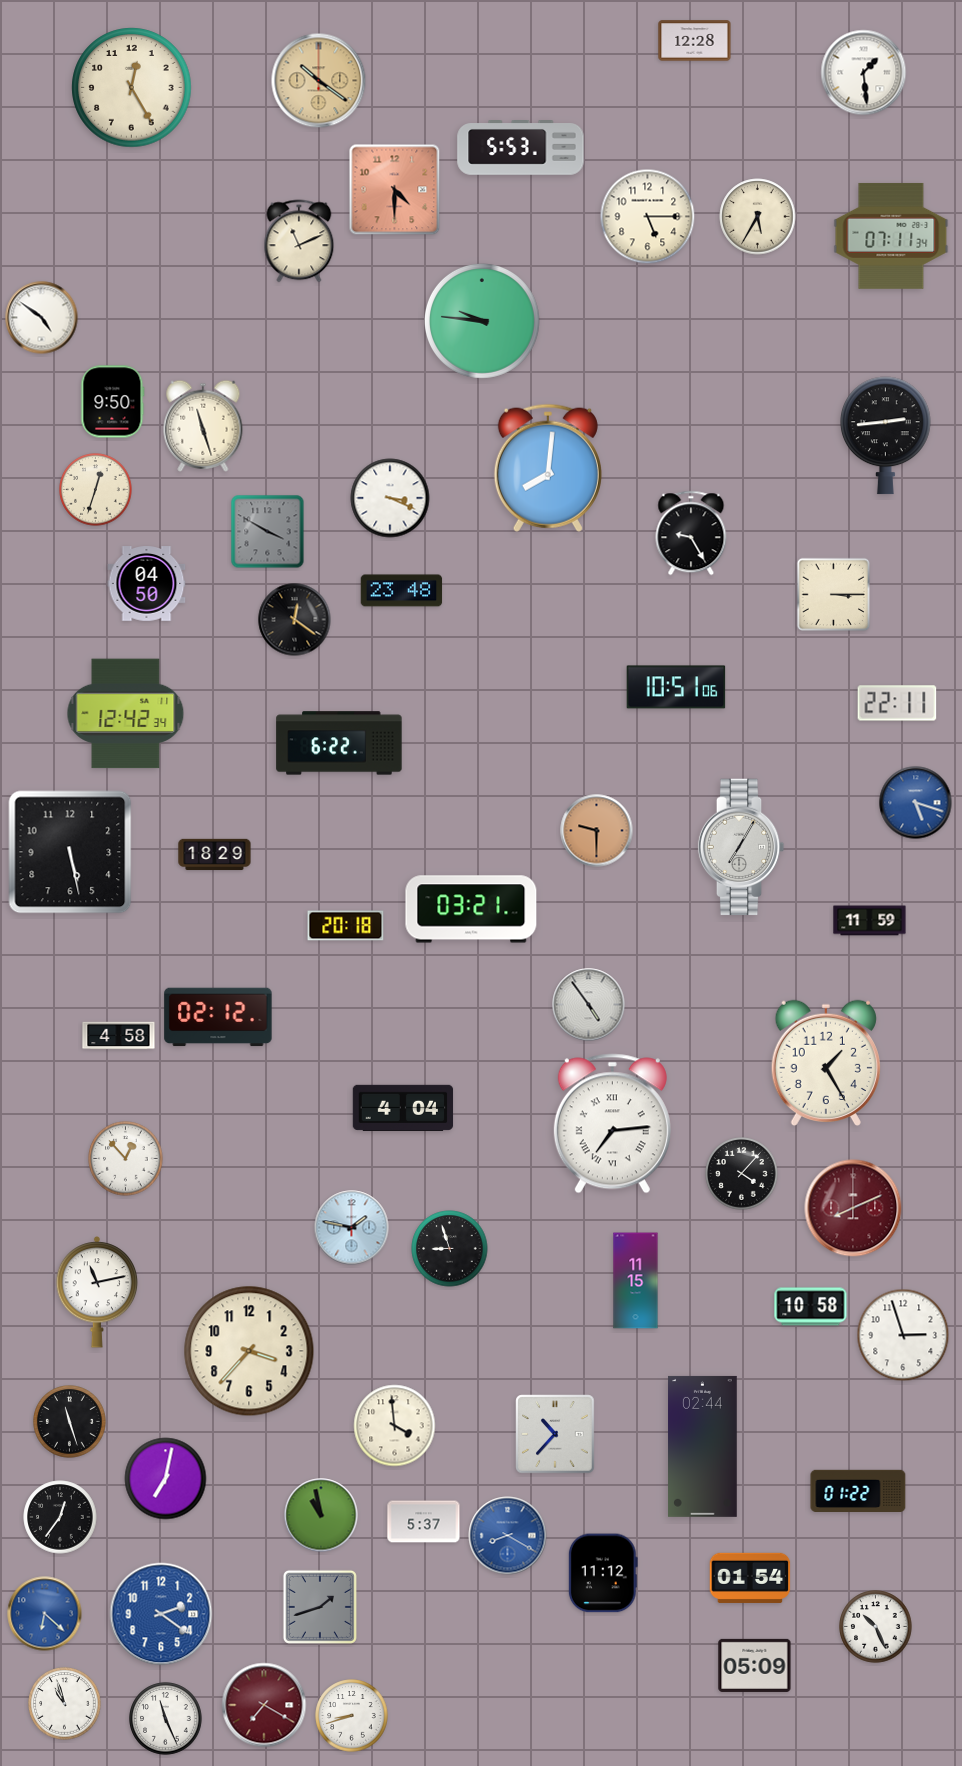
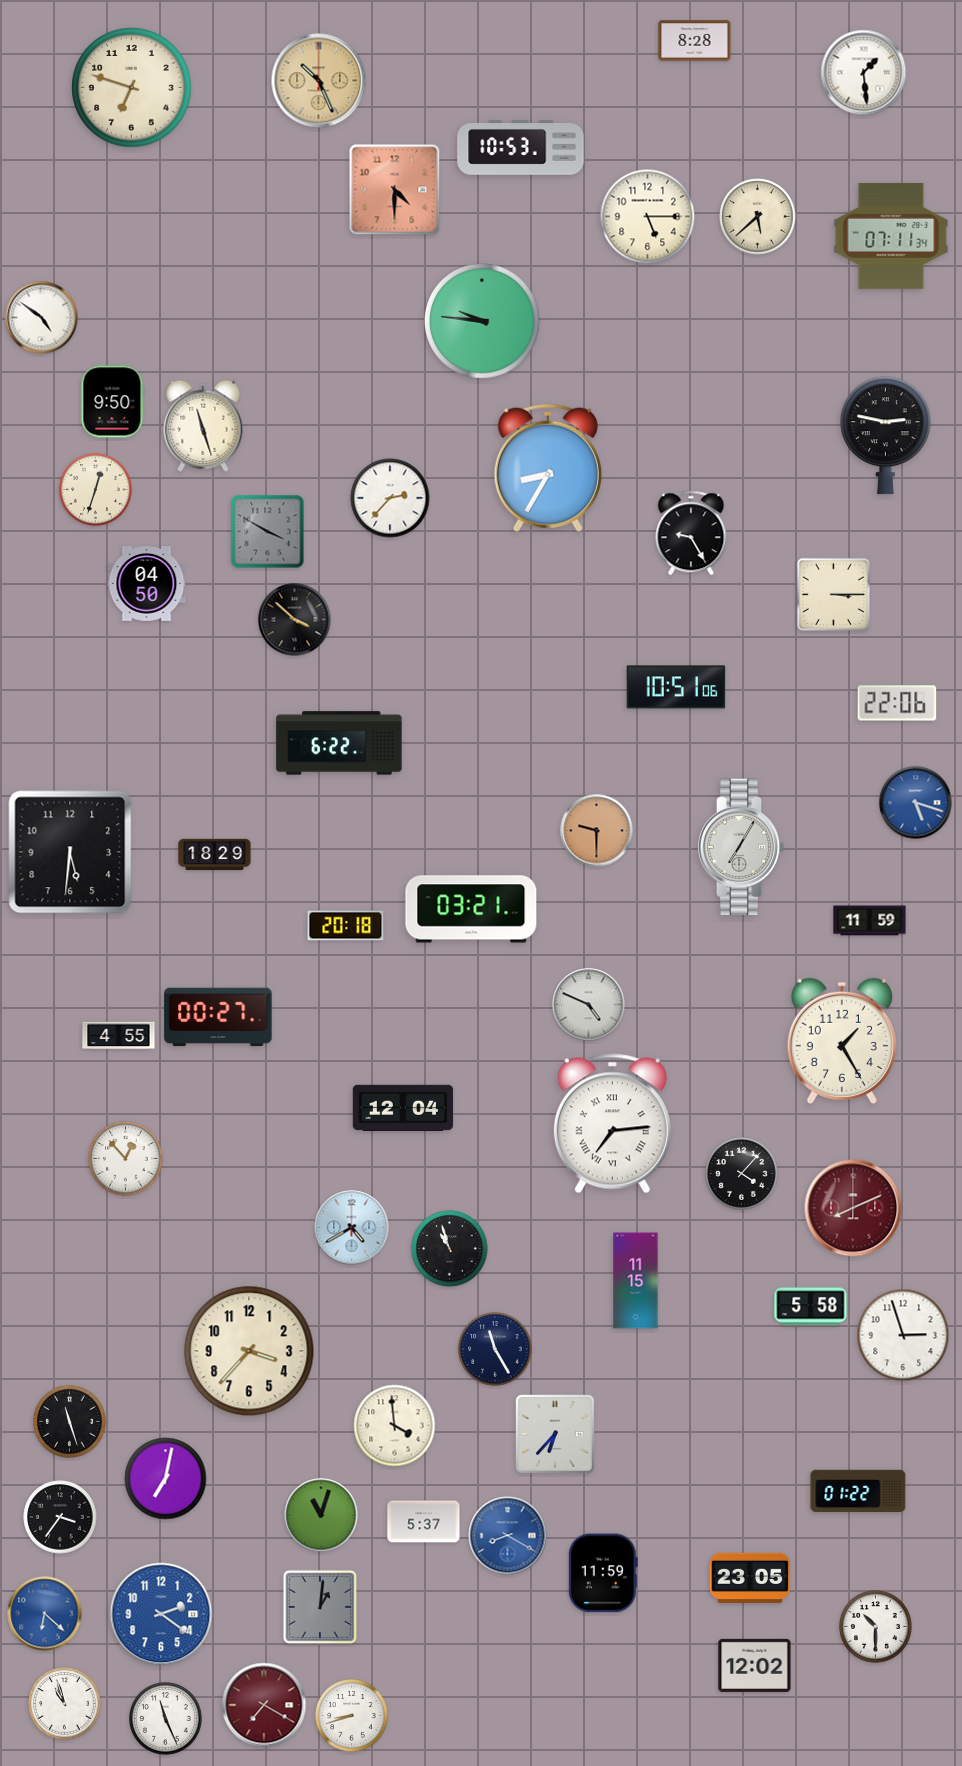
clock at (695, 41): 12:28 -> 8:28
clock at (319, 81): 10:21 -> 10:26
clock at (132, 88): 12:25 -> 6:48
clock at (521, 148): 5:53 -> 10:53
clock at (758, 217): 5:35 -> 5:38
clock at (299, 241): 11:11 -> none
clock at (886, 436): 2:44 -> 2:47
clock at (548, 468): 8:01 -> 8:35
clock at (390, 498): 3:19 -> 2:37
clock at (402, 591): 23:48 -> none
clock at (295, 620): 12:21 -> 3:52
clock at (897, 703): 22:11 -> 22:06
clock at (126, 714): 12:42 -> none
clock at (70, 852): 5:28 -> 5:31
clock at (589, 1005): 4:54 -> 4:49
clock at (218, 1017): 02:12 -> 00:27
clock at (119, 1036): 4:58 -> 4:55
clock at (826, 1063) position: (826, 1063) -> (842, 1041)
clock at (403, 1107): 4:04 -> 12:04
clock at (352, 1228): 1:47 -> 4:40
clock at (450, 1249): 8:57 -> 10:57
clock at (97, 1292): 11:13 -> none
clock at (811, 1307): 10:58 -> 5:58
clock at (495, 1349): none -> 11:25
clock at (555, 1434): 10:37 -> 6:37
clock at (703, 1446): 02:44 -> none
clock at (321, 1515): 10:58 -> 11:03
clock at (60, 1517): 12:36 -> 3:36
clock at (603, 1573): 11:12 -> 11:59
clock at (750, 1578): 01:54 -> 23:05
clock at (320, 1607): 1:42 -> 1:01
clock at (876, 1627): 10:26 -> 10:30
clock at (755, 1665): 05:09 -> 12:02
